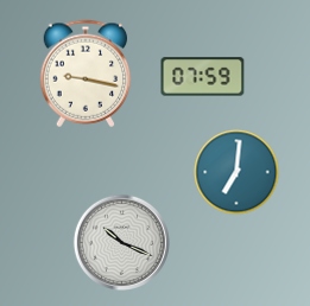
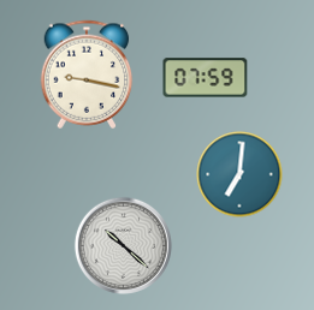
clock at (121, 242): 10:19 -> 10:22
